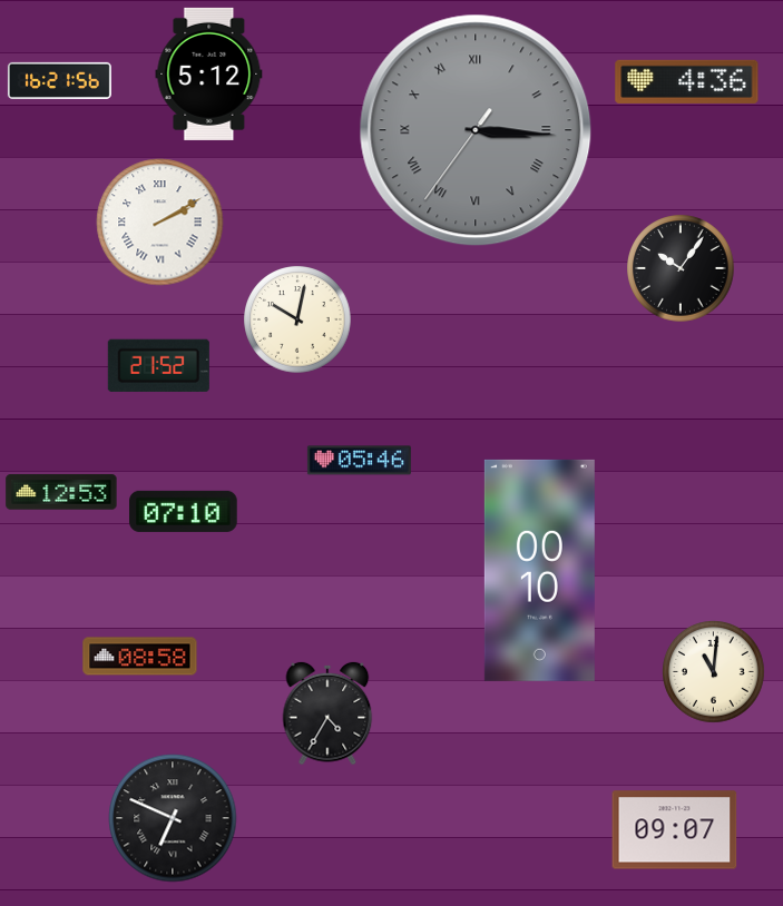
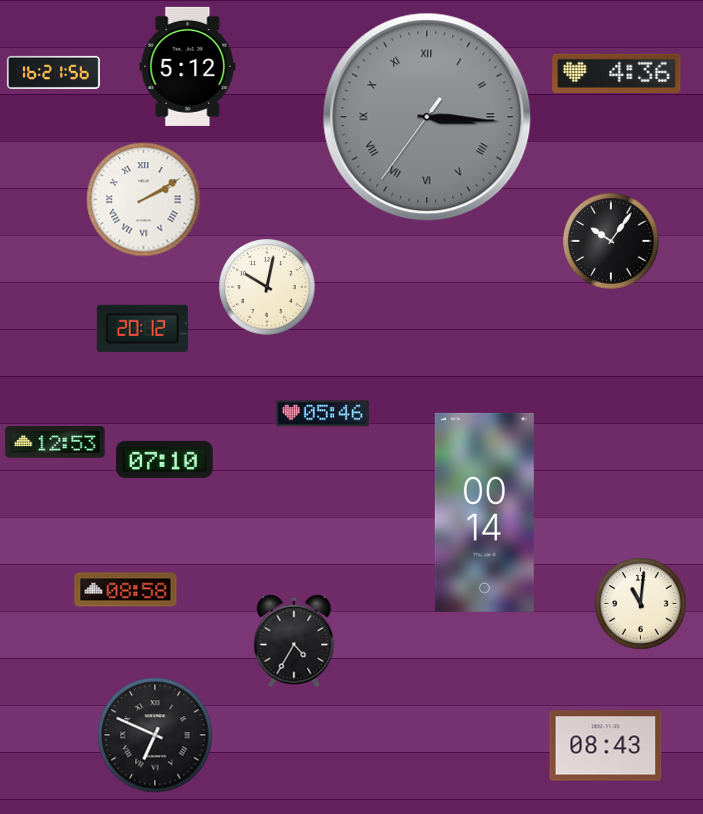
clock at (158, 365): 21:52 -> 20:12
clock at (539, 570): 00:10 -> 00:14
clock at (675, 830): 09:07 -> 08:43
